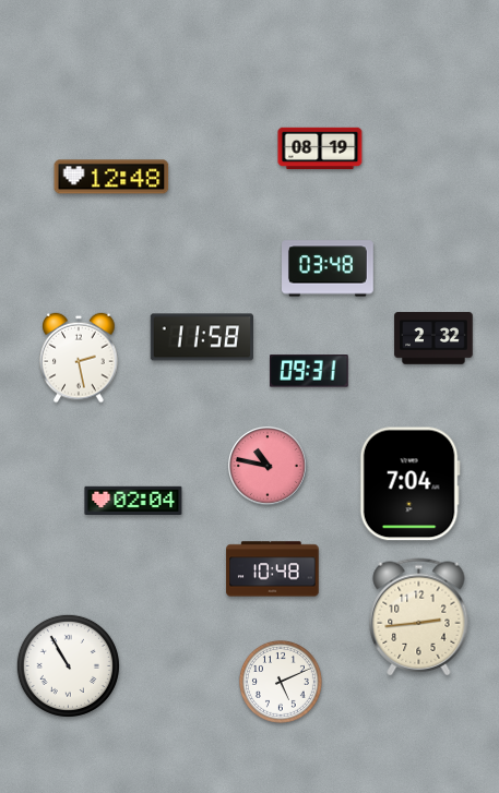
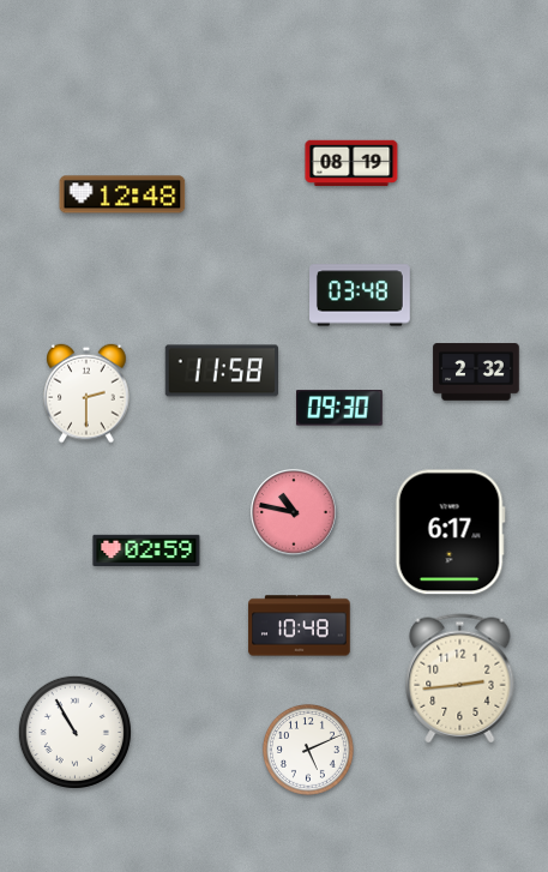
clock at (79, 358): 2:28 -> 2:30
clock at (310, 371): 09:31 -> 09:30
clock at (409, 484): 7:04 -> 6:17
clock at (133, 500): 02:04 -> 02:59
